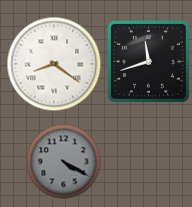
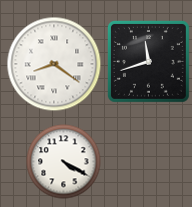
clock at (64, 162) dial: grey -> white
